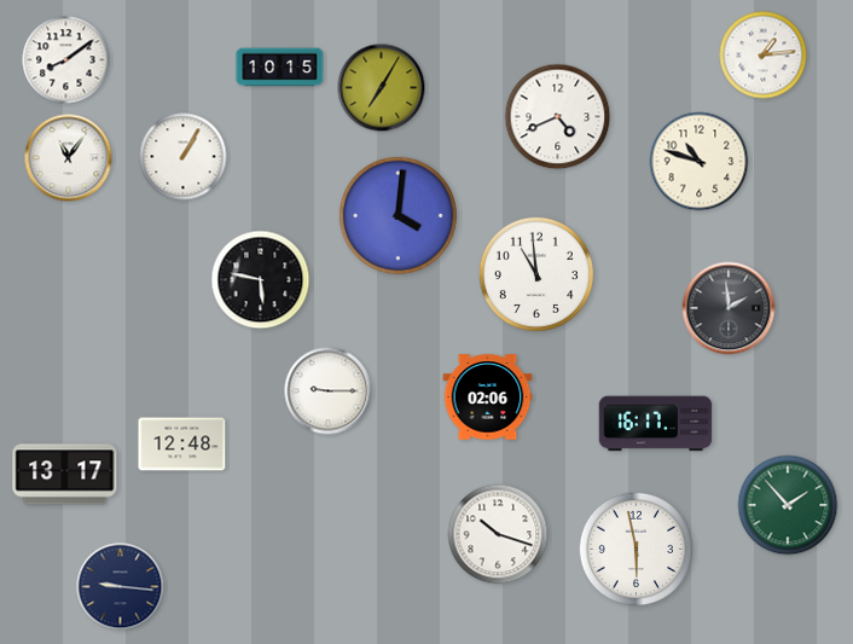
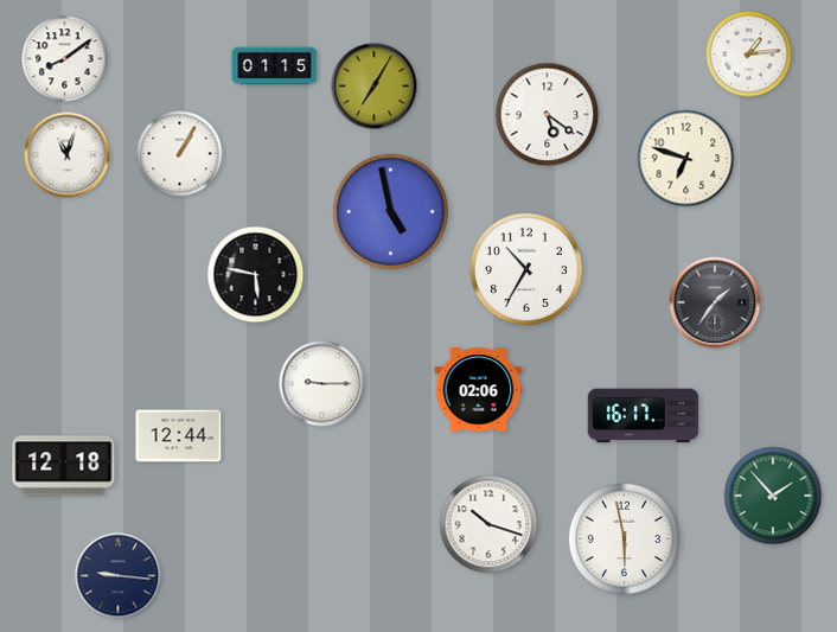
clock at (280, 68): 10:15 -> 01:15
clock at (558, 117): 4:41 -> 5:21
clock at (69, 158): 11:06 -> 11:03
clock at (700, 162): 10:48 -> 6:48
clock at (398, 215): 4:01 -> 4:58
clock at (536, 274): 10:59 -> 10:35
clock at (729, 308): 1:59 -> 1:36
clock at (182, 445): 12:48 -> 12:44
clock at (65, 475): 13:17 -> 12:18
